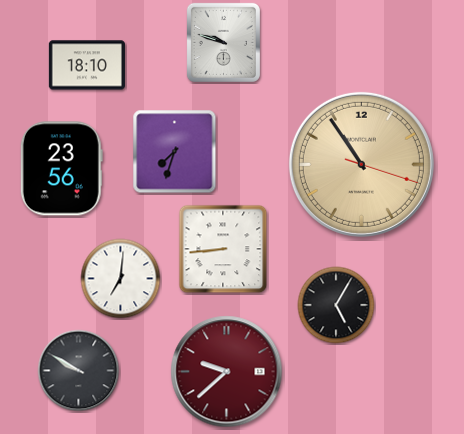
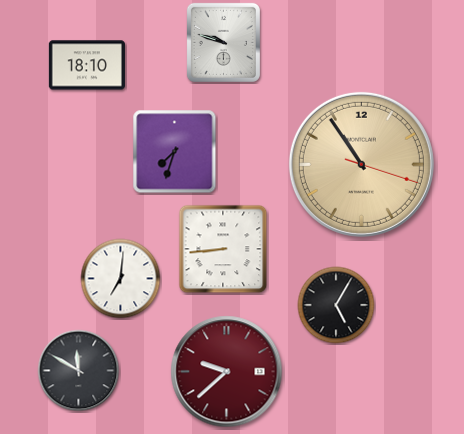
clock at (61, 169): 23:56 -> none
clock at (79, 371): 9:50 -> 11:50
